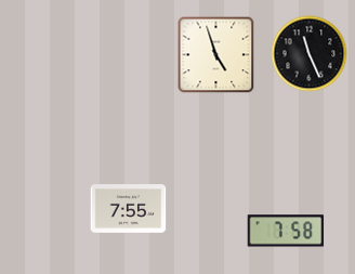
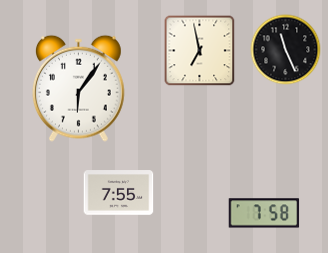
clock at (216, 55): 4:57 -> 6:58
clock at (78, 88): none -> 6:06
